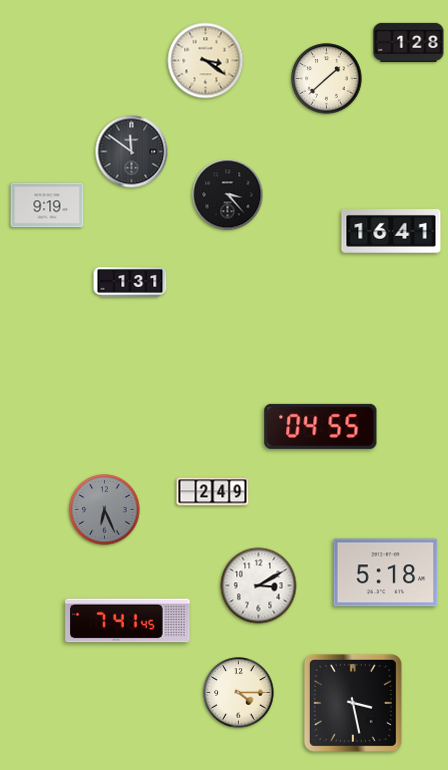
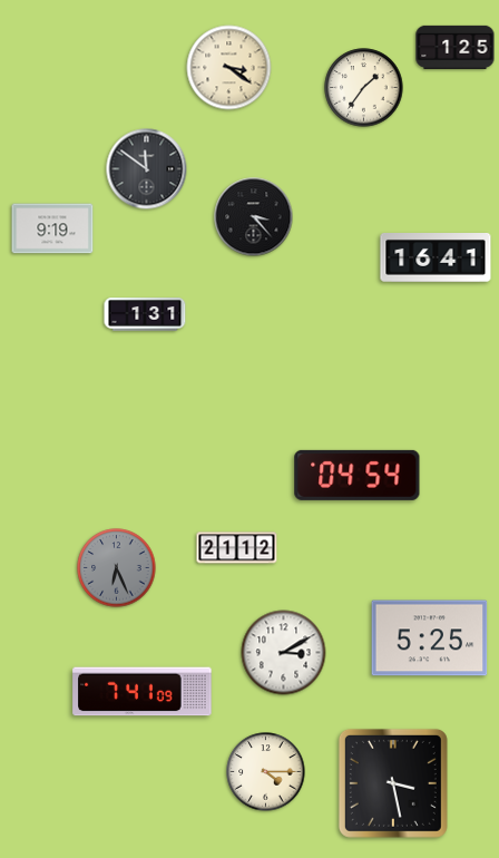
clock at (409, 42): 1:28 -> 1:25
clock at (327, 79): 1:38 -> 1:36
clock at (321, 426): 04:55 -> 04:54
clock at (213, 492): 2:49 -> 21:12
clock at (386, 573): 5:18 -> 5:25
clock at (259, 586) position: (259, 586) -> (284, 653)
clock at (128, 621): 7:41:45 -> 7:41:09
